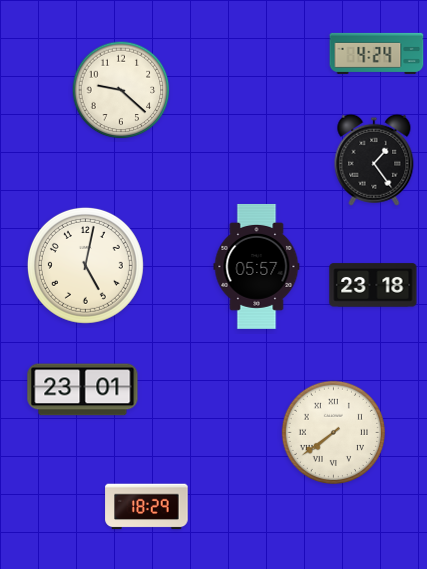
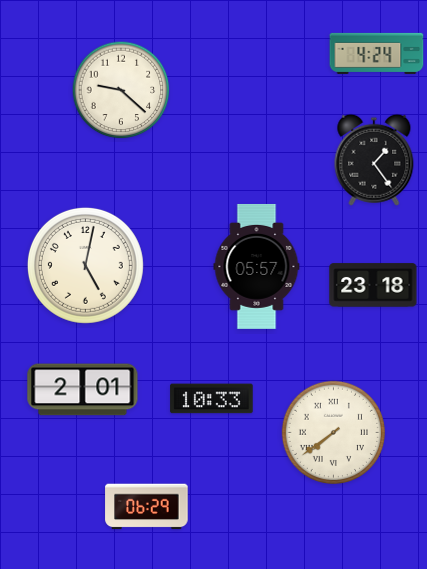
clock at (83, 390): 23:01 -> 2:01
clock at (212, 399): none -> 10:33
clock at (147, 507): 18:29 -> 06:29
